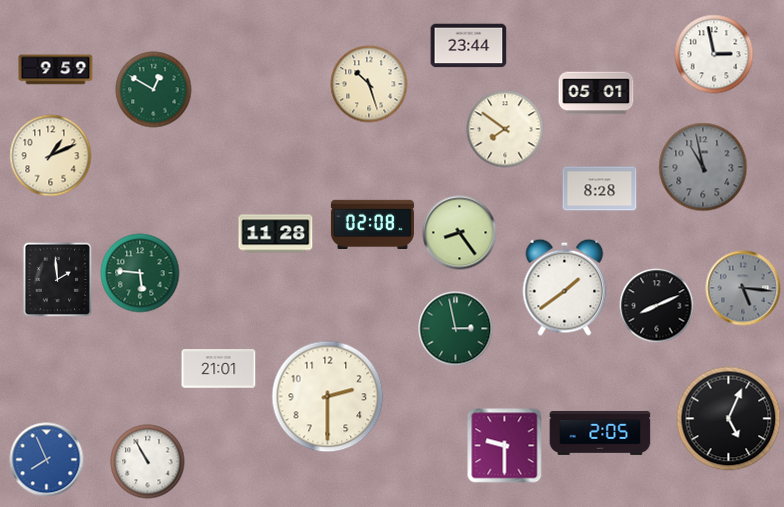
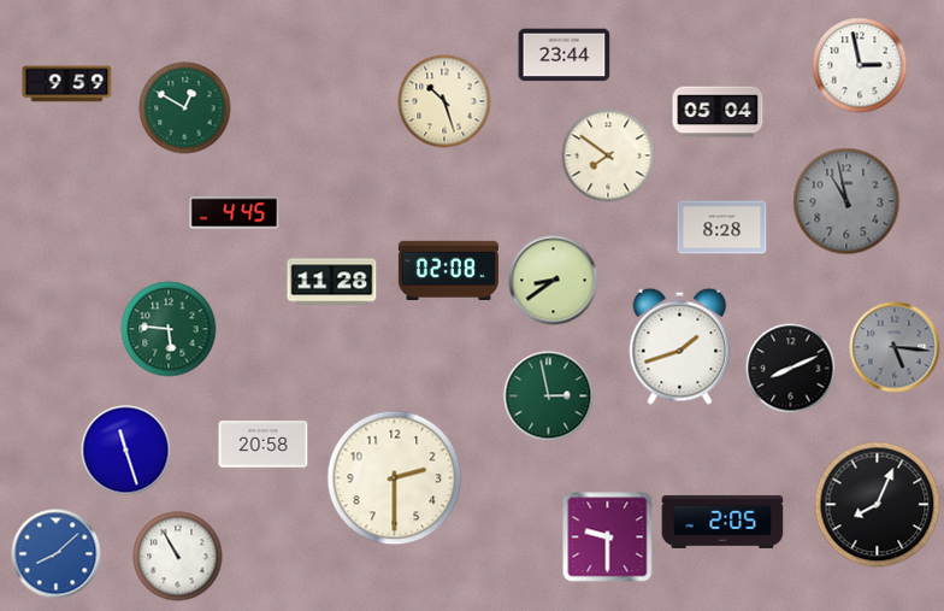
clock at (596, 93): 05:01 -> 05:04
clock at (51, 156): 1:11 -> none
clock at (235, 213): none -> 4:45
clock at (460, 233): 8:24 -> 8:39
clock at (57, 280): 1:59 -> none
clock at (565, 287): 1:39 -> 1:42
clock at (219, 369): 21:01 -> 20:58
clock at (126, 451): none -> 11:27
clock at (729, 419): 5:04 -> 8:04
clock at (47, 460): 7:56 -> 8:08
